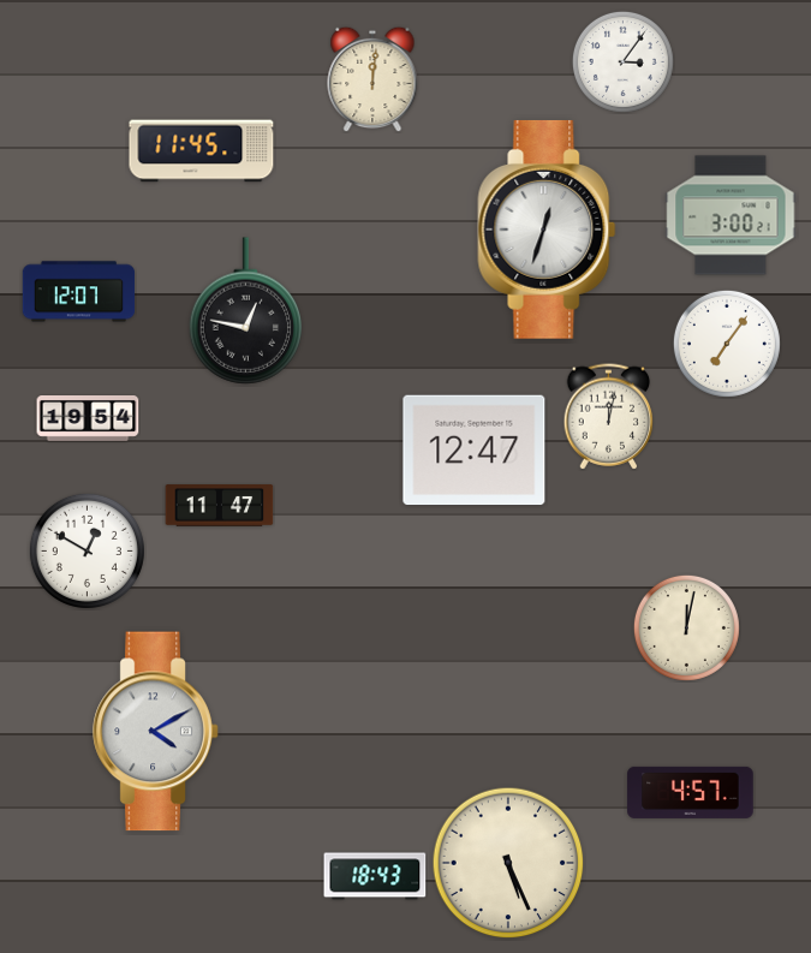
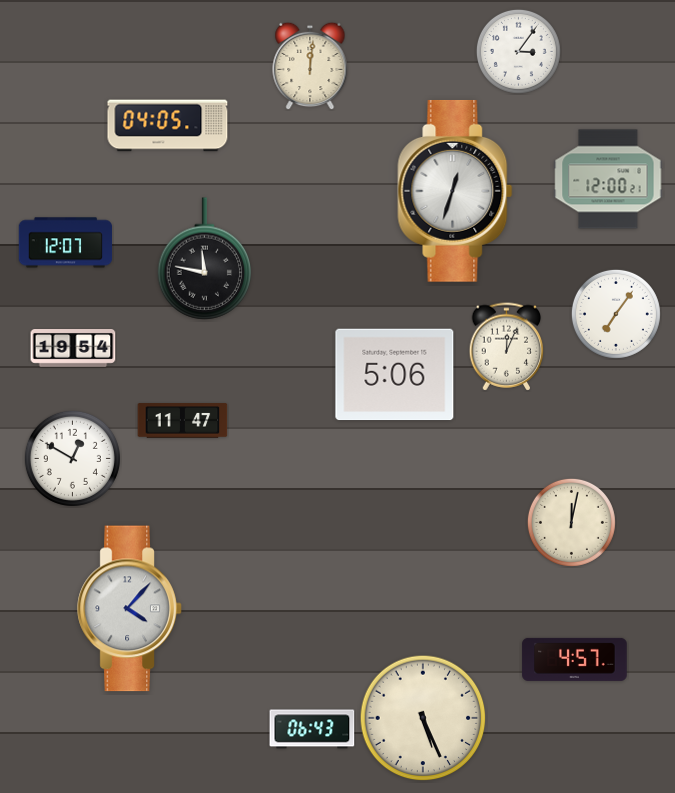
clock at (202, 151): 11:45 -> 04:05
clock at (731, 215): 3:00 -> 12:00
clock at (245, 311): 12:47 -> 11:47
clock at (727, 344) position: (727, 344) -> (616, 314)
clock at (609, 417): 12:02 -> 12:04
clock at (475, 451): 12:47 -> 5:06
clock at (156, 732): 4:10 -> 4:07
clock at (375, 876): 18:43 -> 06:43
